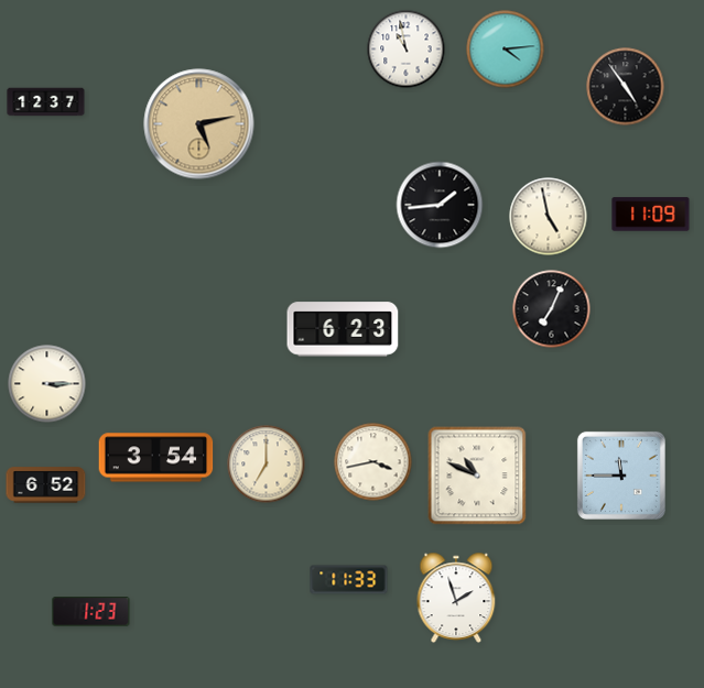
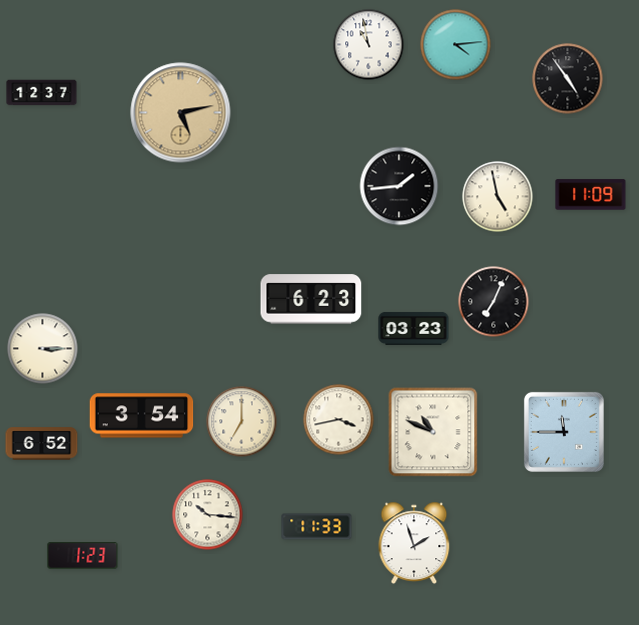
clock at (506, 50) position: (506, 50) -> (456, 45)
clock at (552, 309) position: (552, 309) -> (494, 302)
clock at (414, 328): none -> 03:23
clock at (46, 485) position: (46, 485) -> (42, 444)
clock at (208, 515): none -> 10:16
